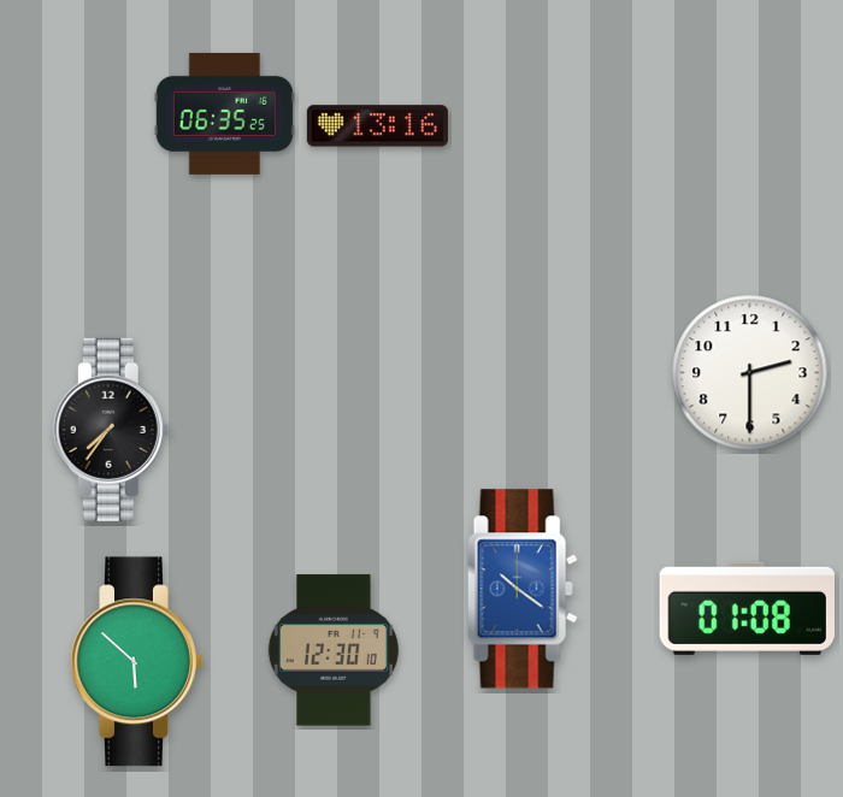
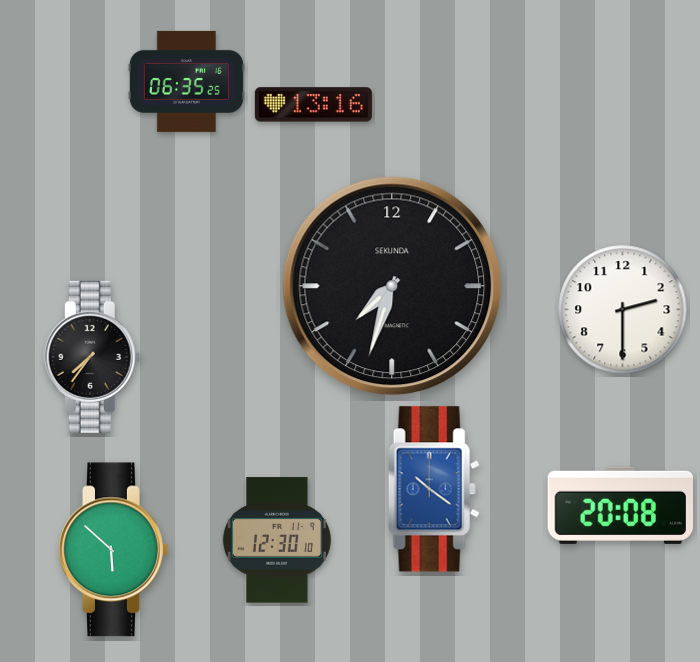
clock at (224, 113) position: (224, 113) -> (186, 81)
clock at (392, 286): none -> 7:33
clock at (747, 608): 01:08 -> 20:08
